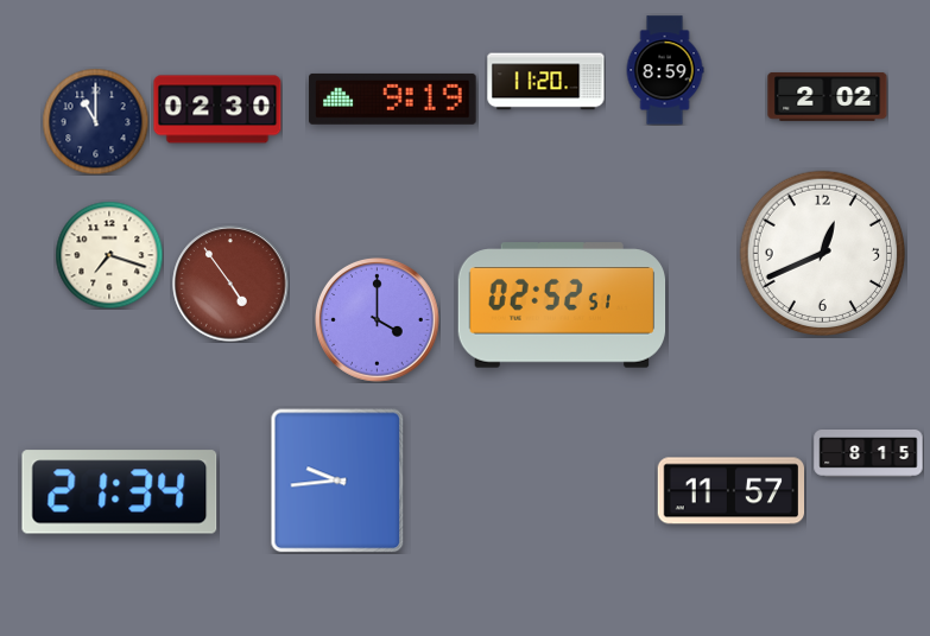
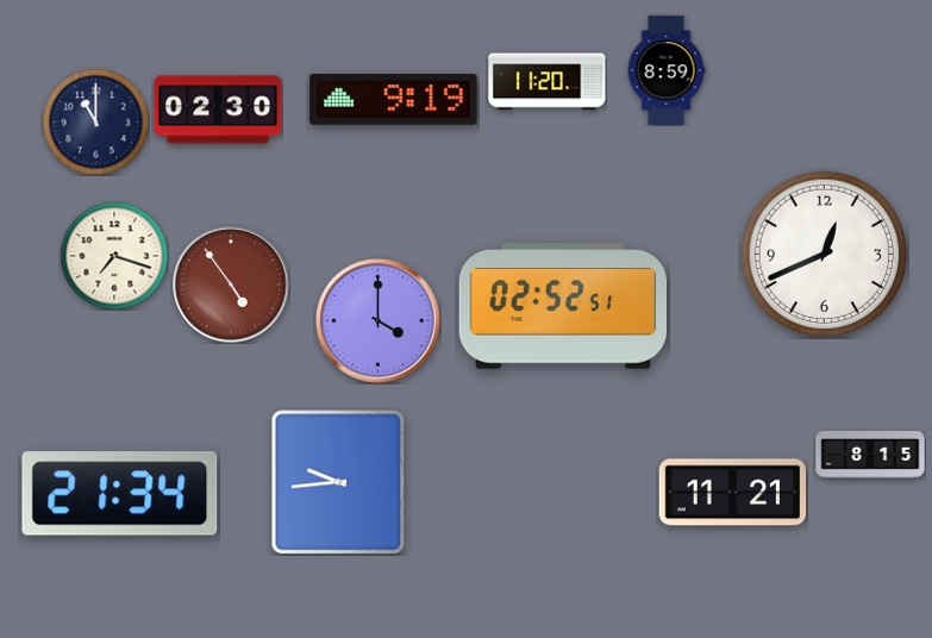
clock at (828, 96): 2:02 -> none
clock at (109, 255) position: (109, 255) -> (114, 256)
clock at (732, 491): 11:57 -> 11:21
